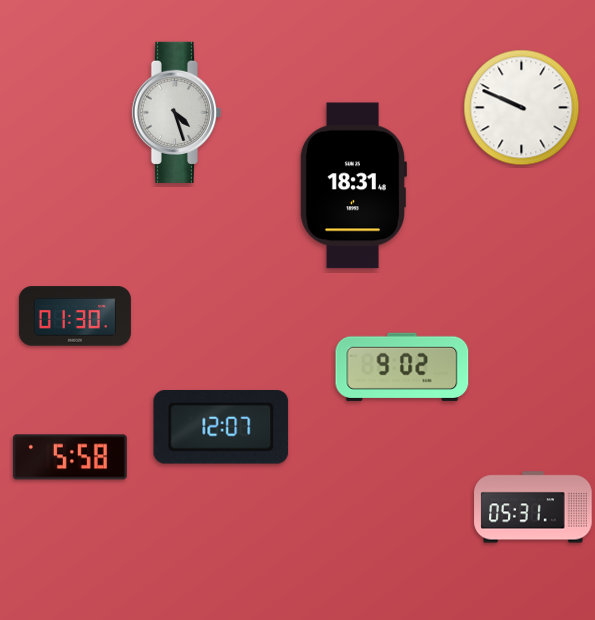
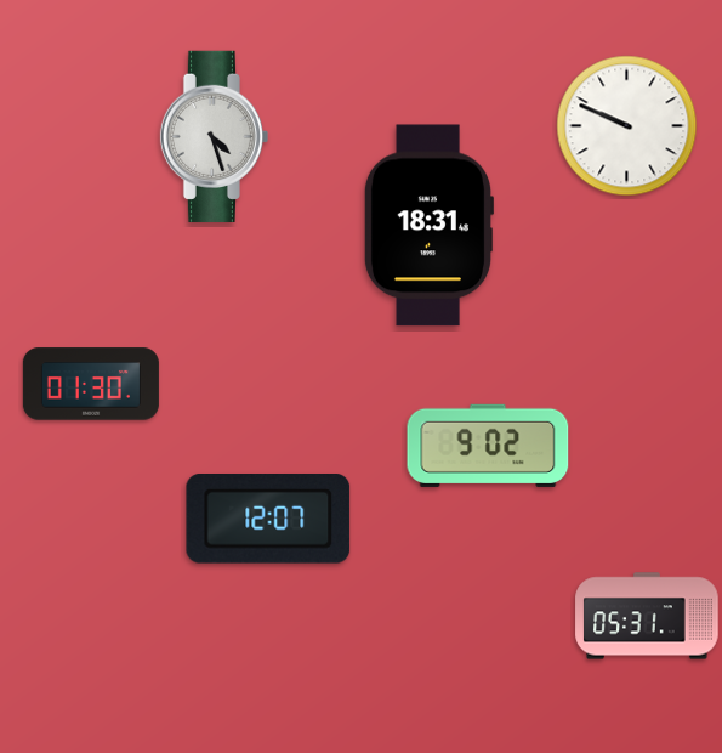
clock at (522, 108) position: (522, 108) -> (627, 126)
clock at (70, 457): 5:58 -> none
